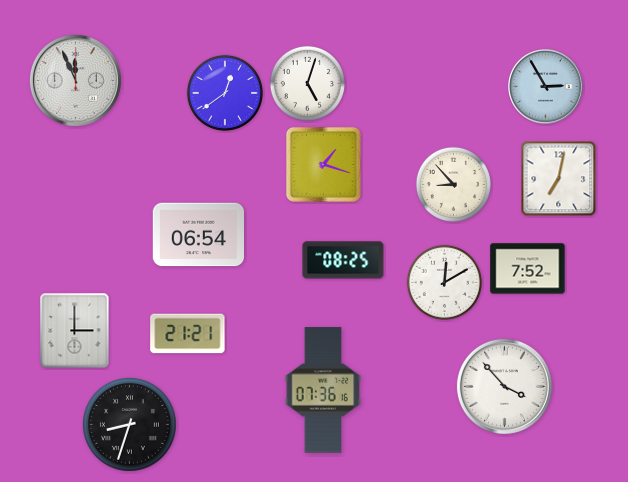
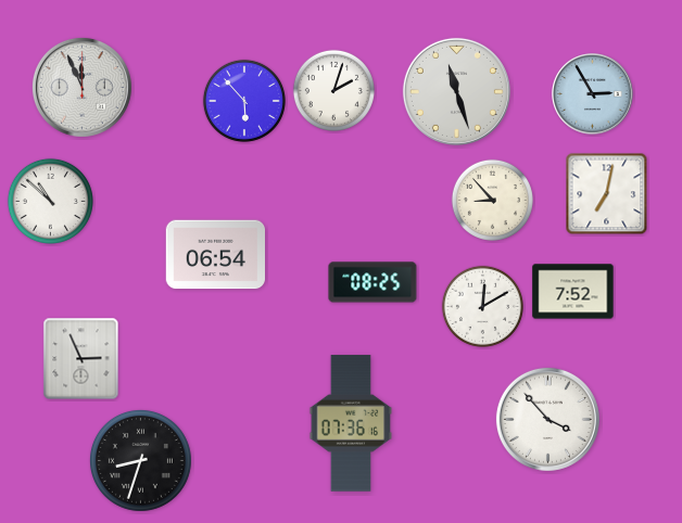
clock at (307, 83): 5:03 -> 2:03
clock at (456, 91): none -> 11:27
clock at (225, 93): 12:39 -> 5:53
clock at (323, 164): 1:18 -> none
clock at (50, 201): none -> 10:52
clock at (75, 331): 3:00 -> 2:56
clock at (188, 334): 21:21 -> none
